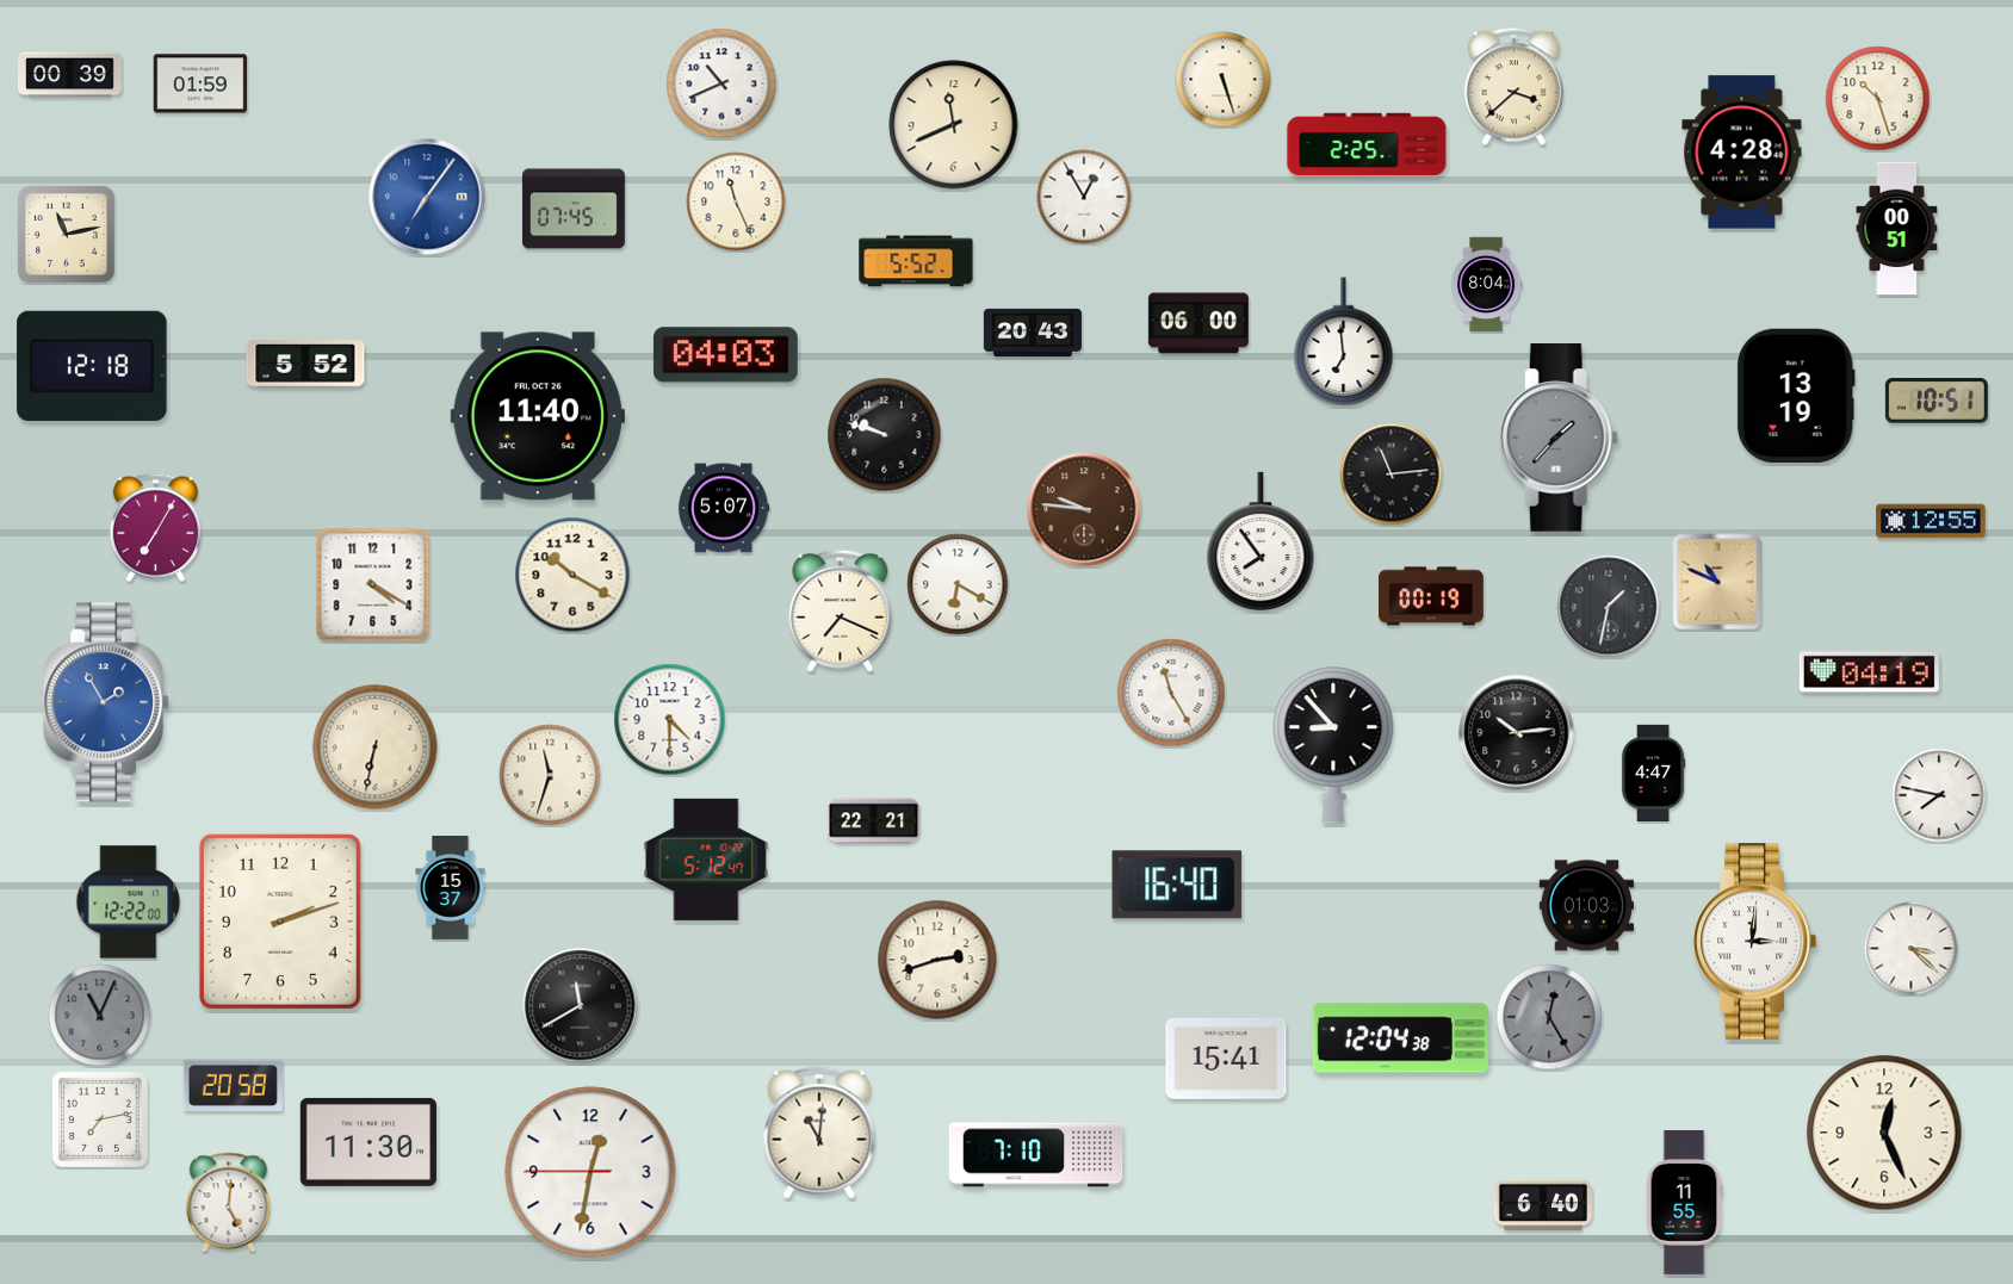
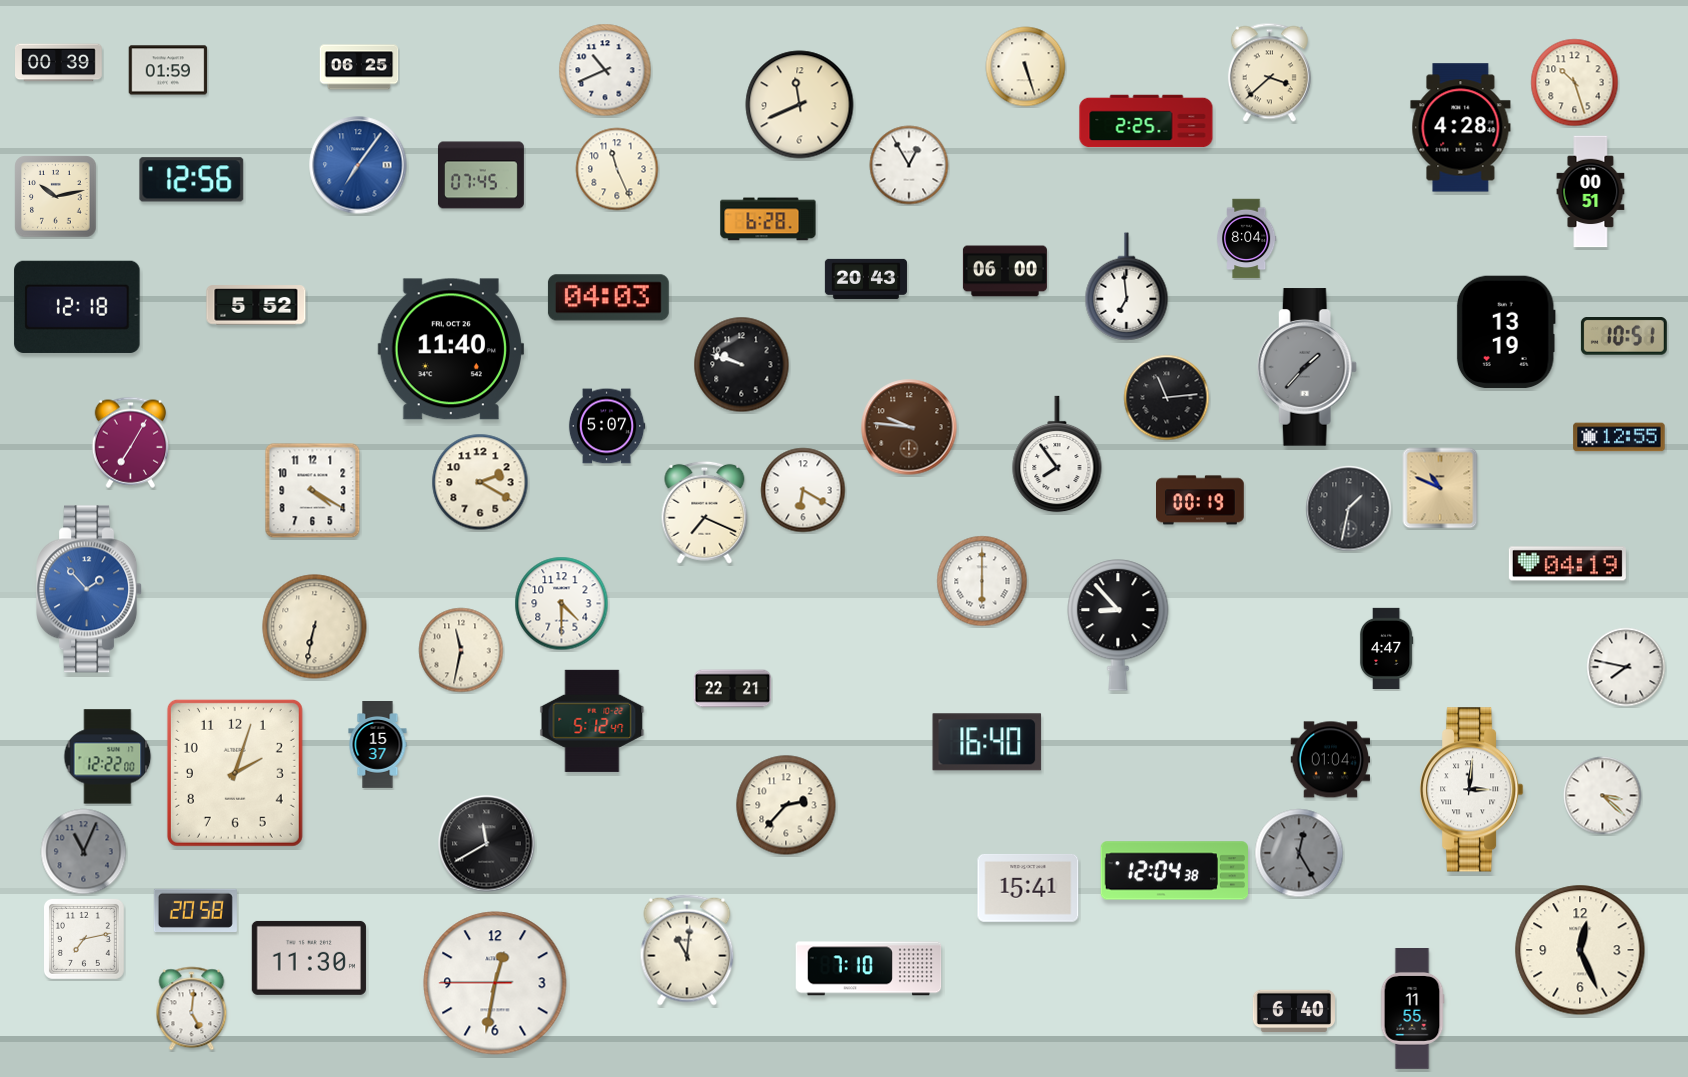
clock at (359, 67): none -> 06:25
clock at (192, 180): none -> 12:56
clock at (67, 235): 11:13 -> 10:13
clock at (916, 261): 5:52 -> 6:28
clock at (572, 575): 10:20 -> 2:20
clock at (1171, 693): 11:25 -> 6:00
clock at (107, 702): 1:55 -> 1:53
clock at (1517, 733): 10:14 -> none
clock at (550, 775): 11:33 -> 11:32
clock at (1587, 906): 01:03 -> 01:04
clock at (280, 922): 2:12 -> 2:03
clock at (937, 960): 2:42 -> 2:37
